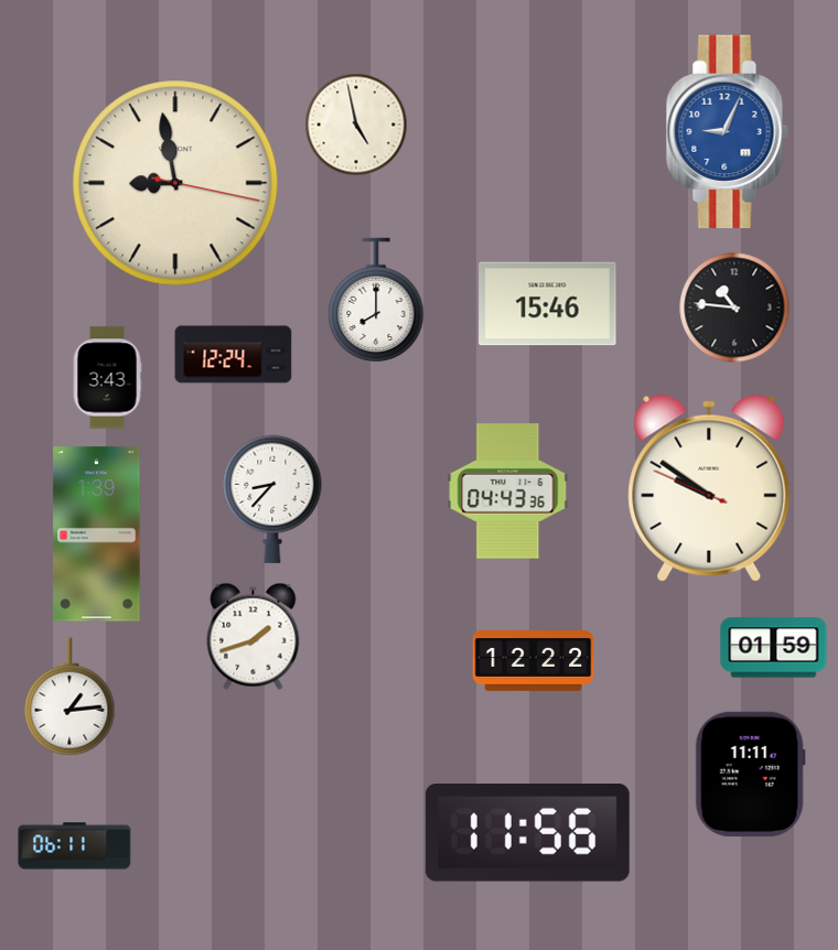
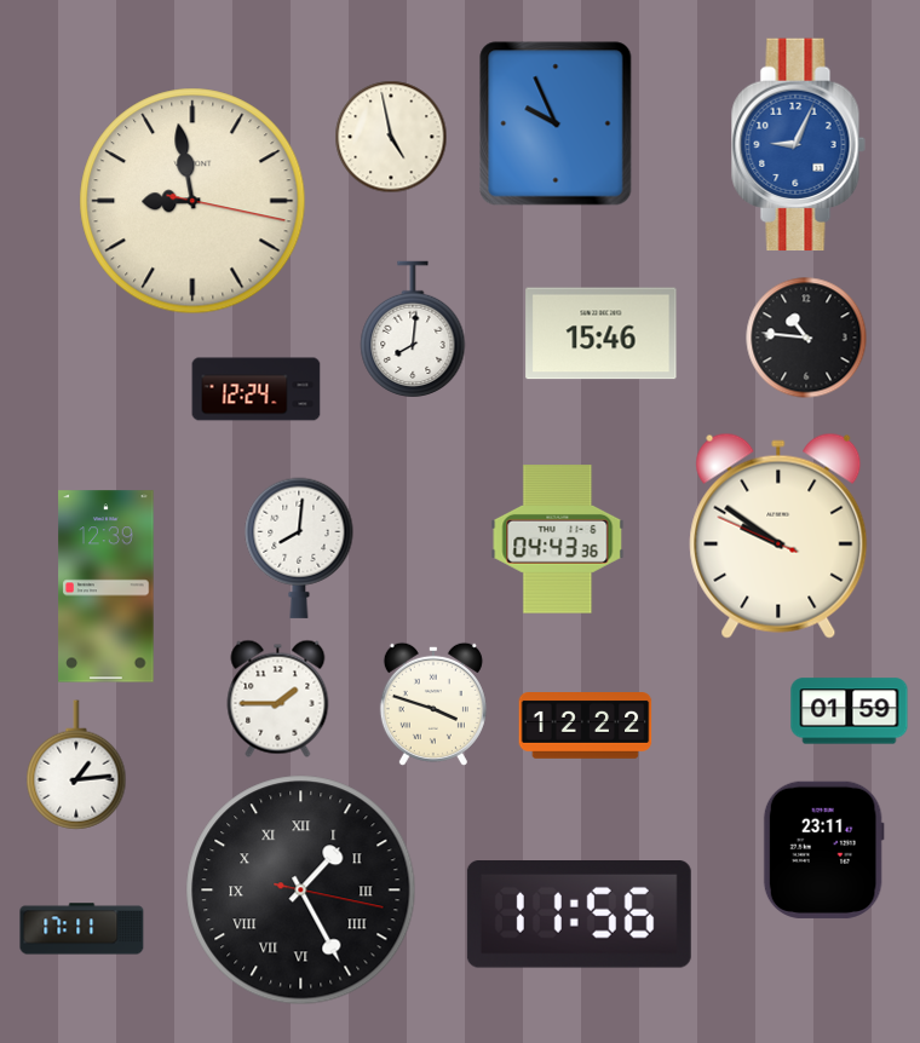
clock at (556, 123): none -> 9:56
clock at (376, 300): 8:00 -> 8:01
clock at (107, 378): 3:43 -> none
clock at (272, 499): 8:37 -> 8:01
clock at (97, 535): 1:39 -> 12:39
clock at (254, 636): 1:42 -> 1:45
clock at (433, 704): none -> 3:48
clock at (750, 774): 11:11 -> 23:11
clock at (301, 891): none -> 1:25
clock at (75, 846): 06:11 -> 17:11
